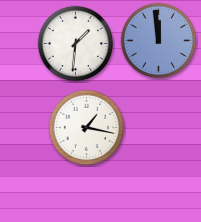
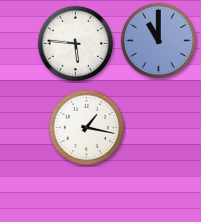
clock at (159, 41): 11:59 -> 11:00
clock at (76, 44): 1:31 -> 5:46
